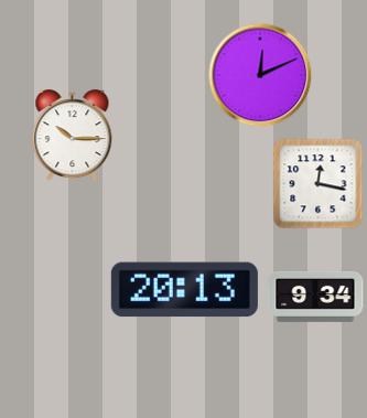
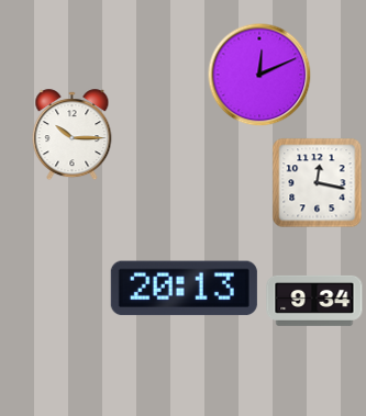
clock at (315, 297) position: (315, 297) -> (314, 301)
